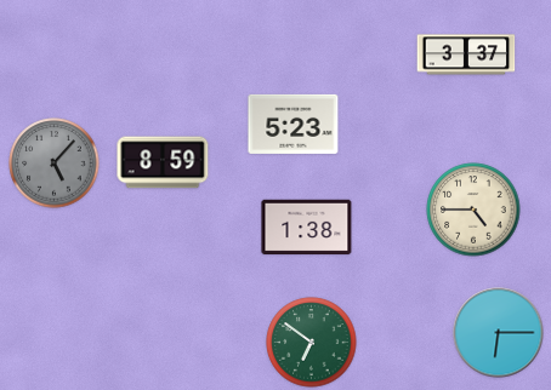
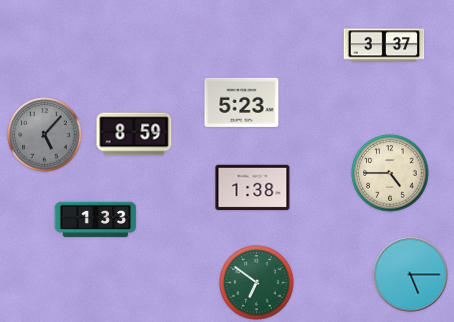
clock at (96, 220): none -> 1:33
clock at (499, 333): 6:15 -> 5:15
